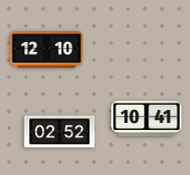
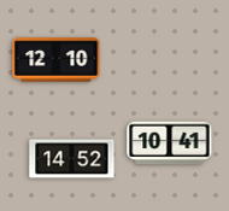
clock at (147, 119) position: (147, 119) -> (170, 143)
clock at (60, 132): 02:52 -> 14:52
